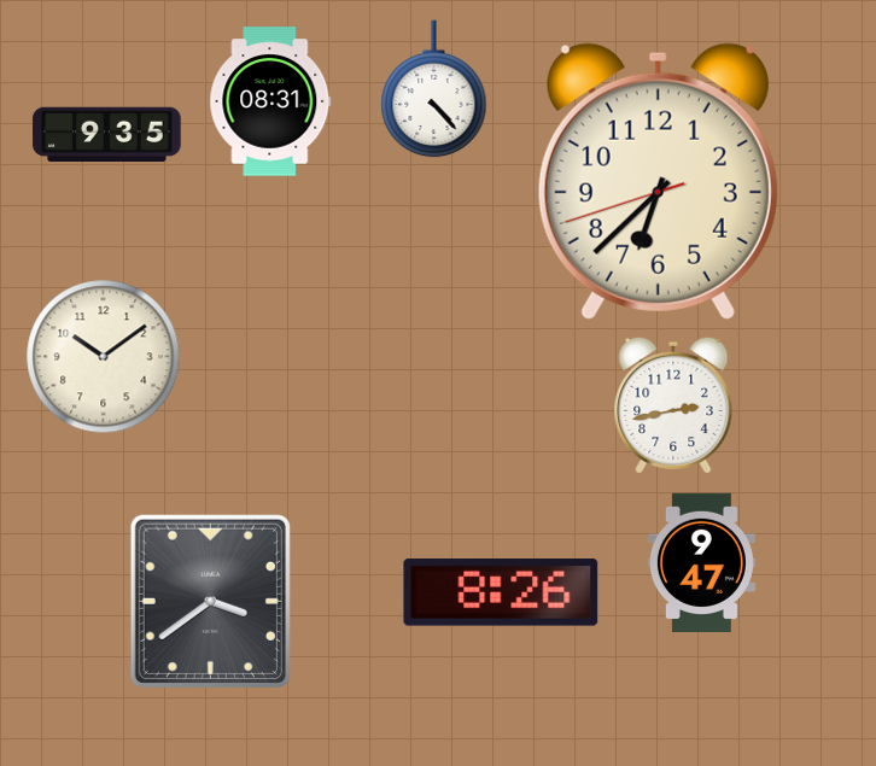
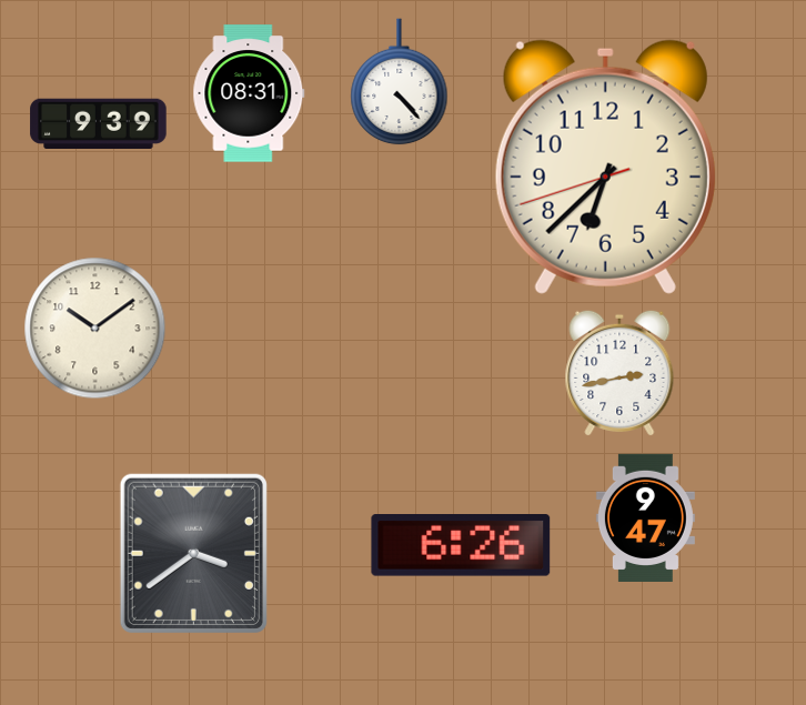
clock at (107, 135): 9:35 -> 9:39
clock at (501, 592): 8:26 -> 6:26
